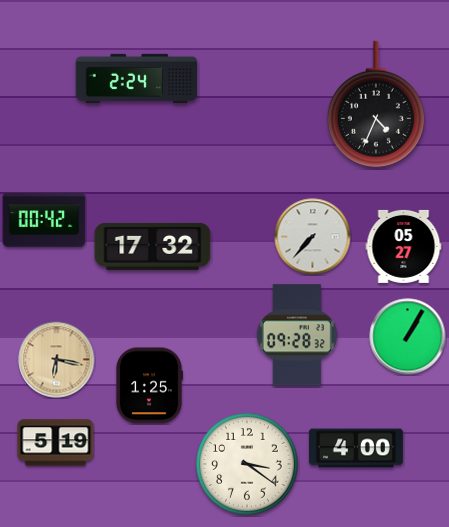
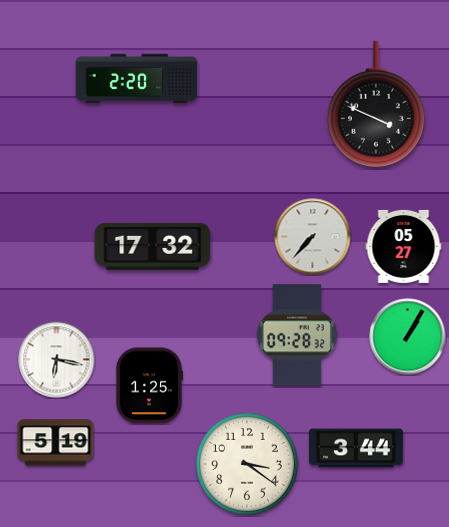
clock at (137, 78): 2:24 -> 2:20
clock at (376, 104): 4:34 -> 3:49
clock at (44, 220): 00:42 -> none
clock at (57, 360) dial: champagne -> white
clock at (356, 448): 4:00 -> 3:44
